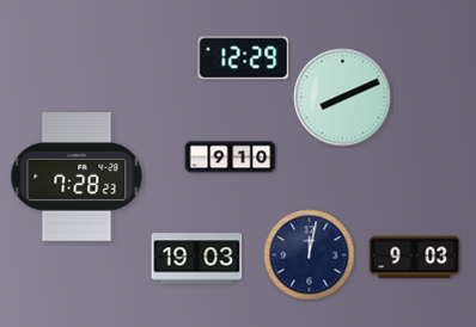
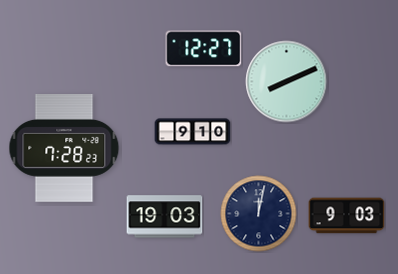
clock at (244, 58): 12:29 -> 12:27
